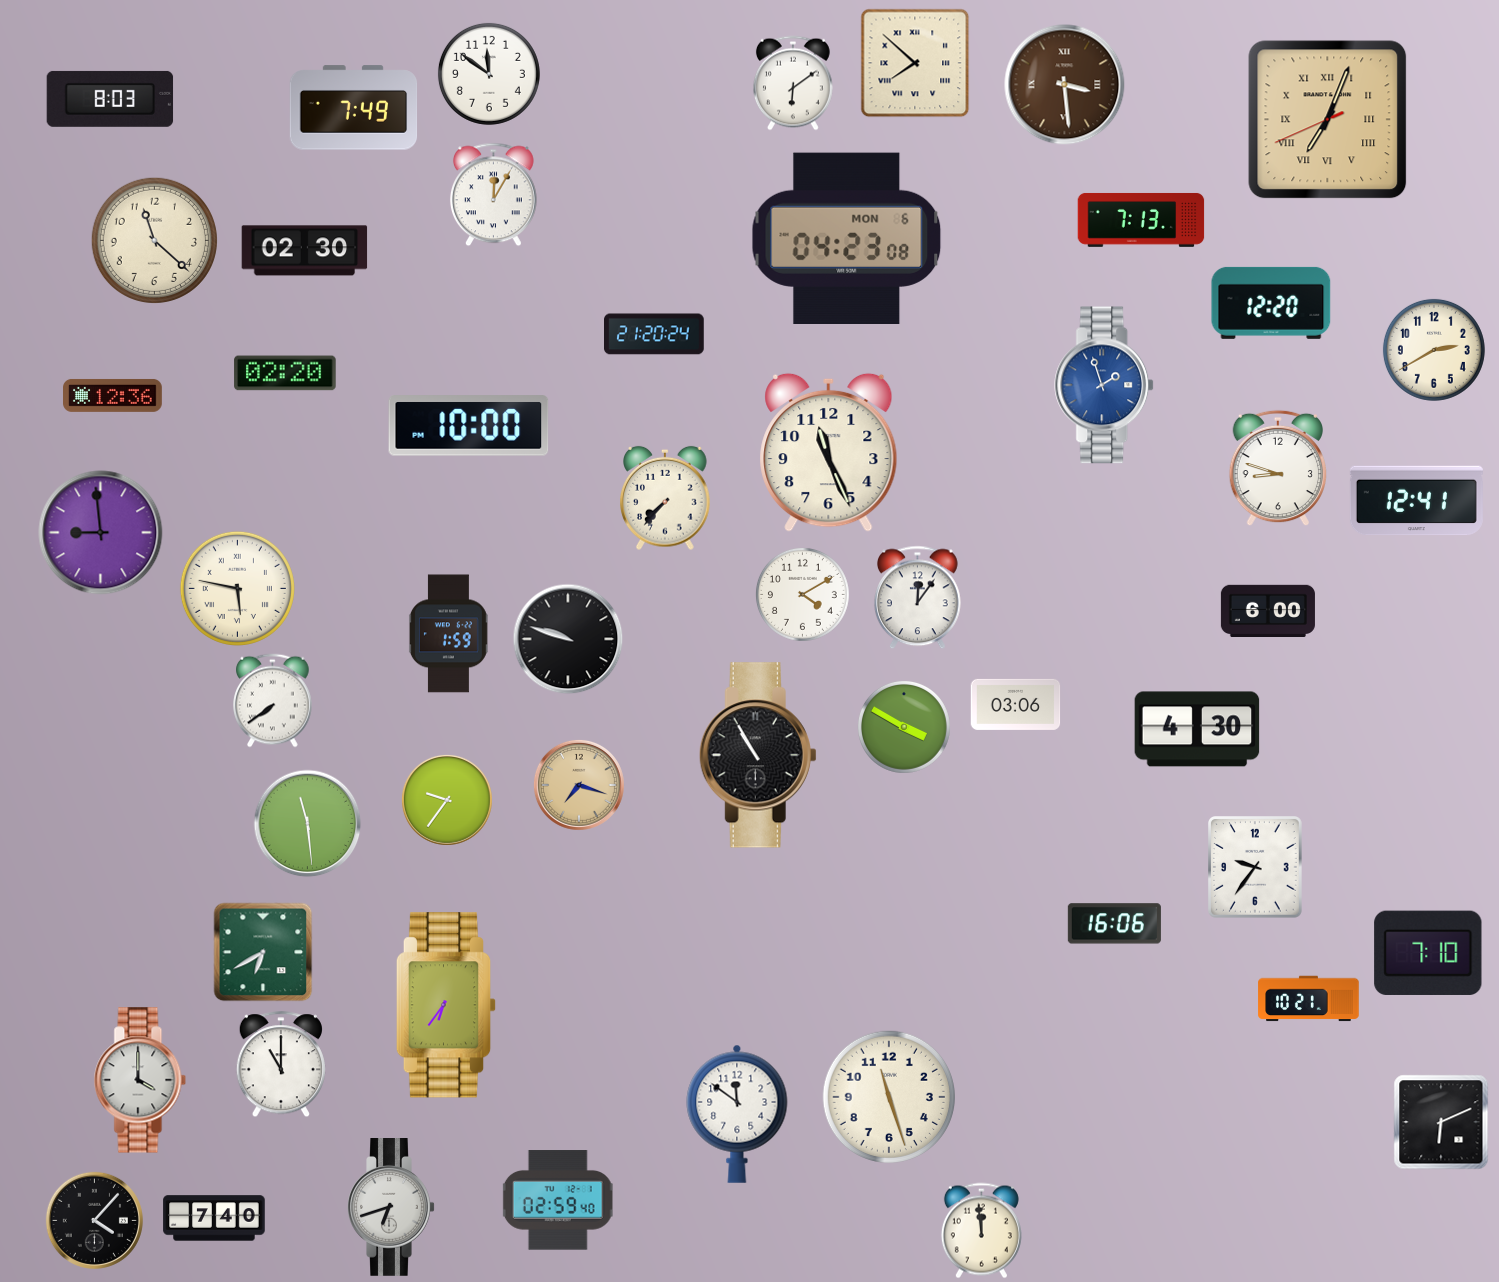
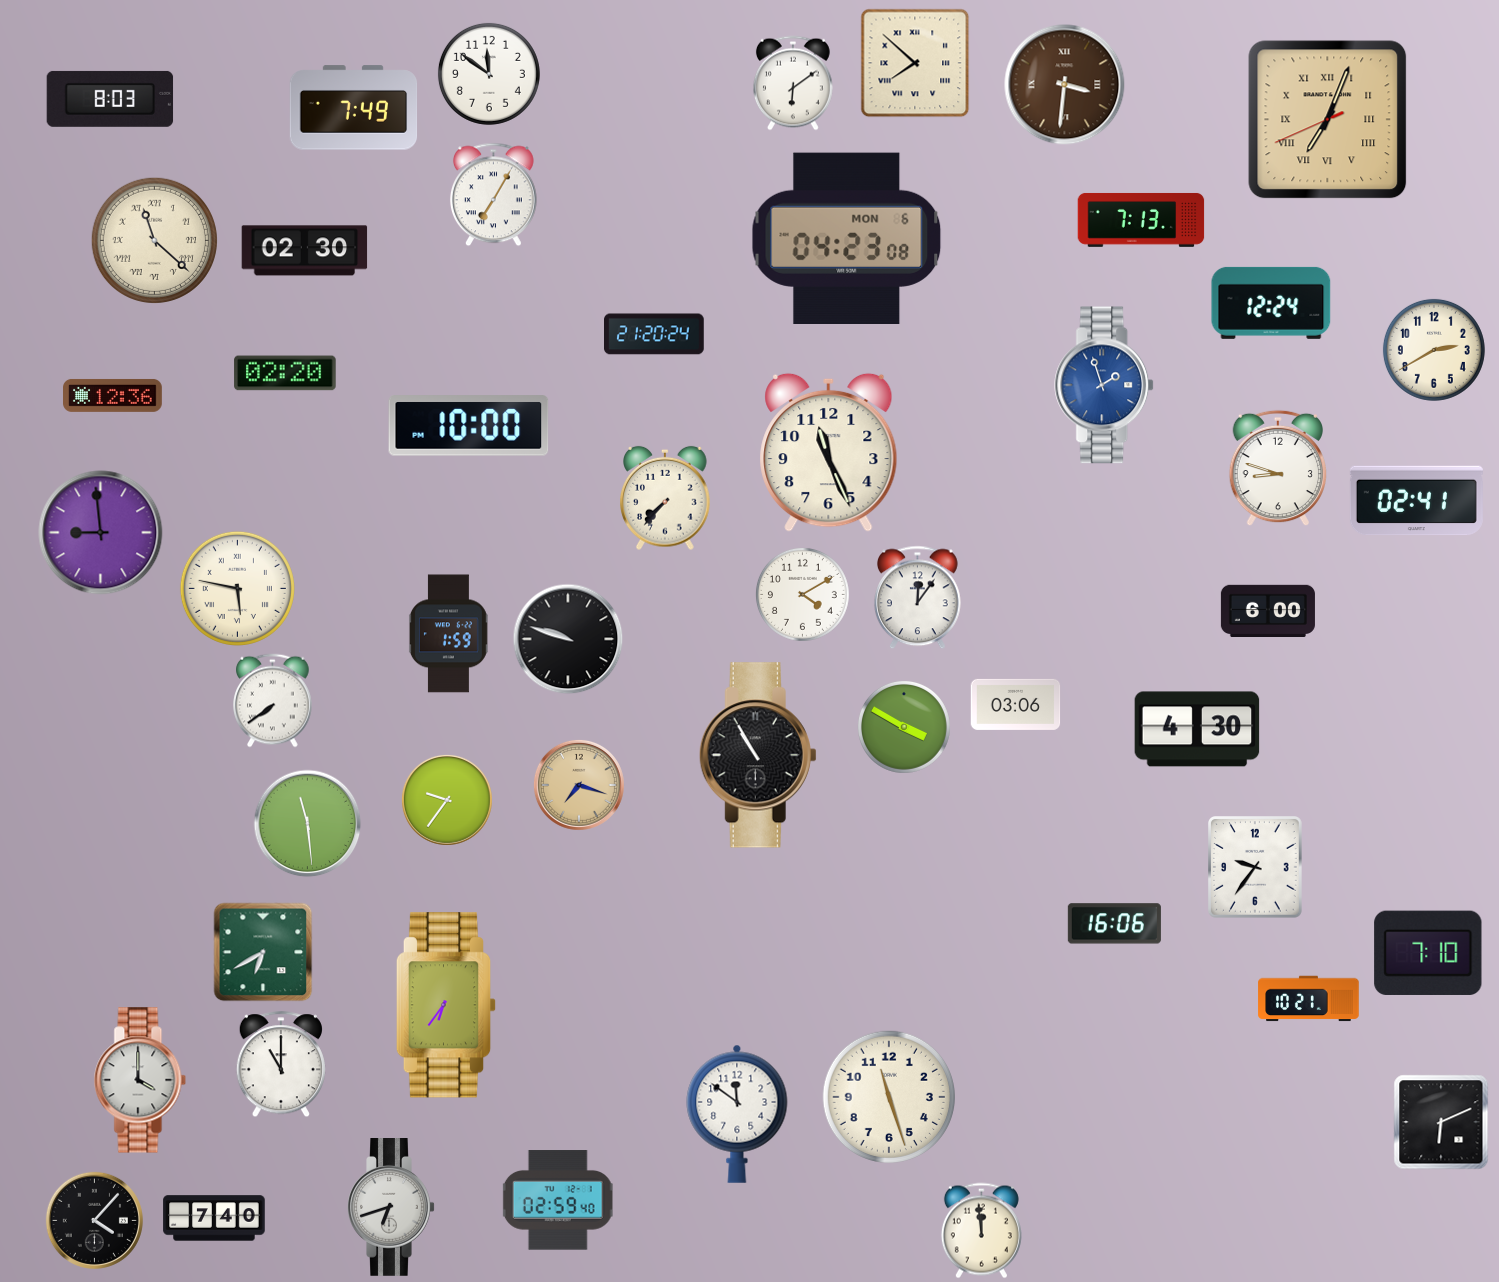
clock at (1065, 85): 3:29 -> 3:31
clock at (494, 195): 12:05 -> 7:05
clock at (154, 240) numerals: Arabic -> Roman
clock at (1271, 303): 12:20 -> 12:24
clock at (1416, 501): 12:41 -> 02:41
